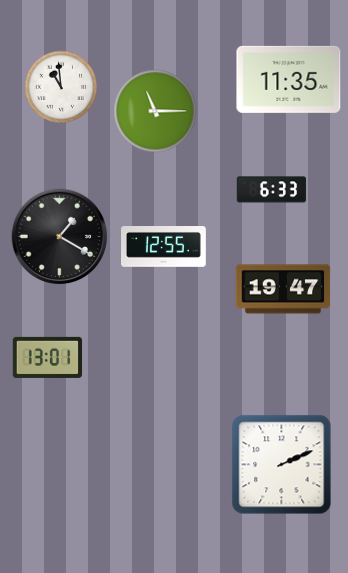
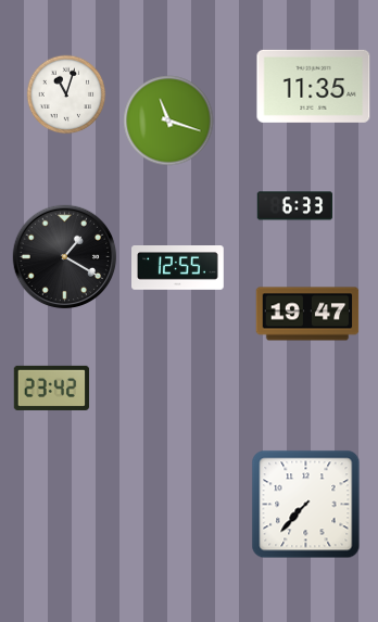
clock at (61, 87): 10:59 -> 11:03
clock at (155, 111): 11:15 -> 11:18
clock at (48, 357): 13:01 -> 23:42
clock at (282, 465): 2:11 -> 7:37
